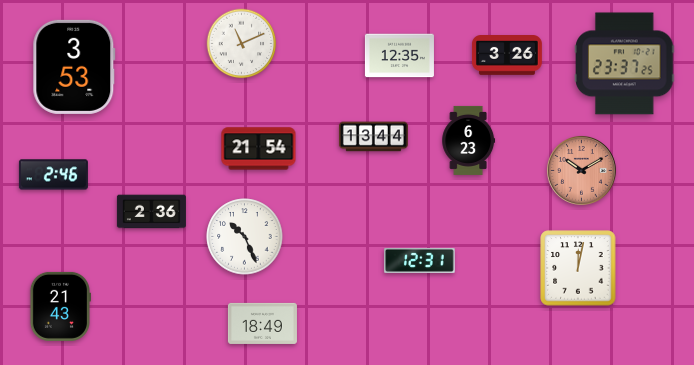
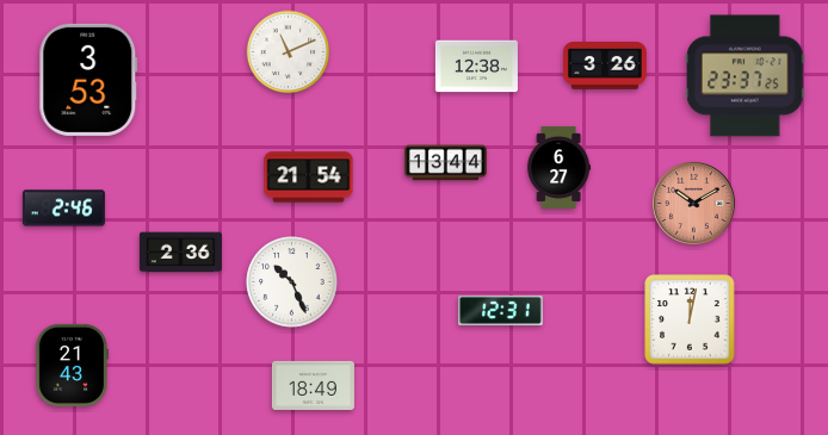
clock at (399, 56): 12:35 -> 12:38
clock at (469, 140): 6:23 -> 6:27
